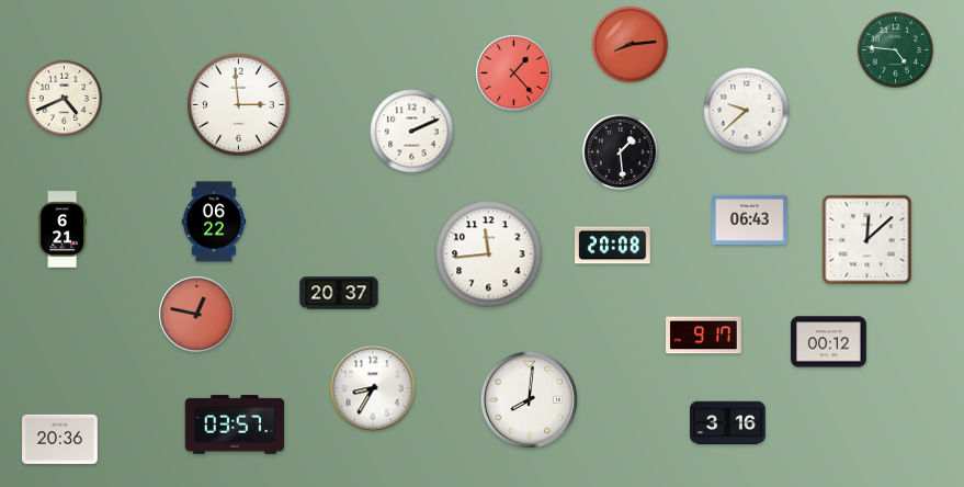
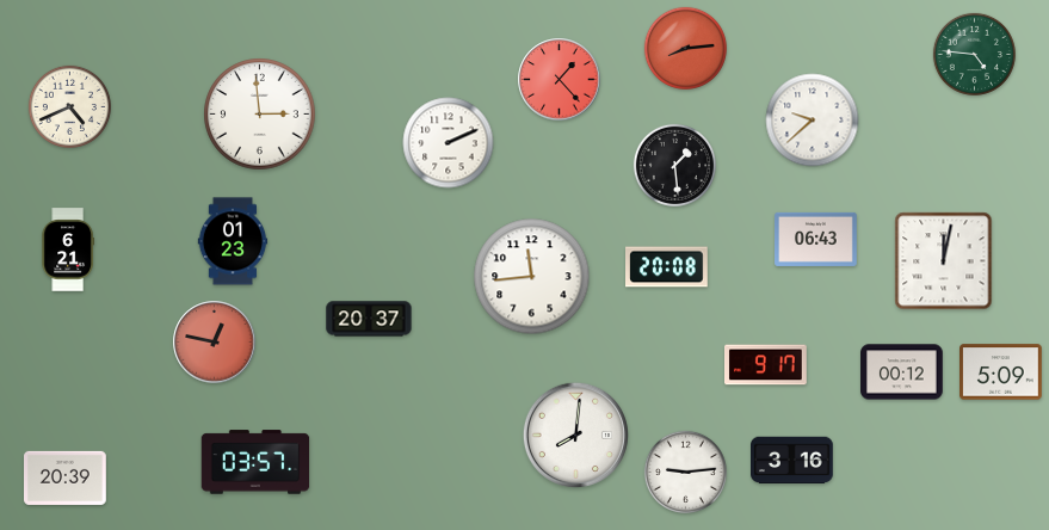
clock at (214, 222): 06:22 -> 01:23
clock at (867, 240): 12:08 -> 12:02
clock at (1001, 372): none -> 5:09
clock at (373, 388): 8:35 -> none
clock at (685, 472): none -> 9:14
clock at (60, 439): 20:36 -> 20:39
